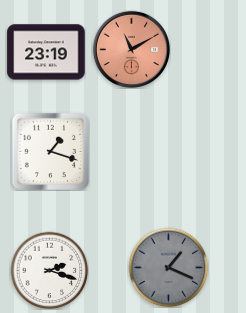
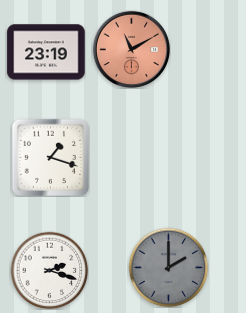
clock at (50, 151) position: (50, 151) -> (50, 157)
clock at (168, 267): 1:19 -> 2:00
